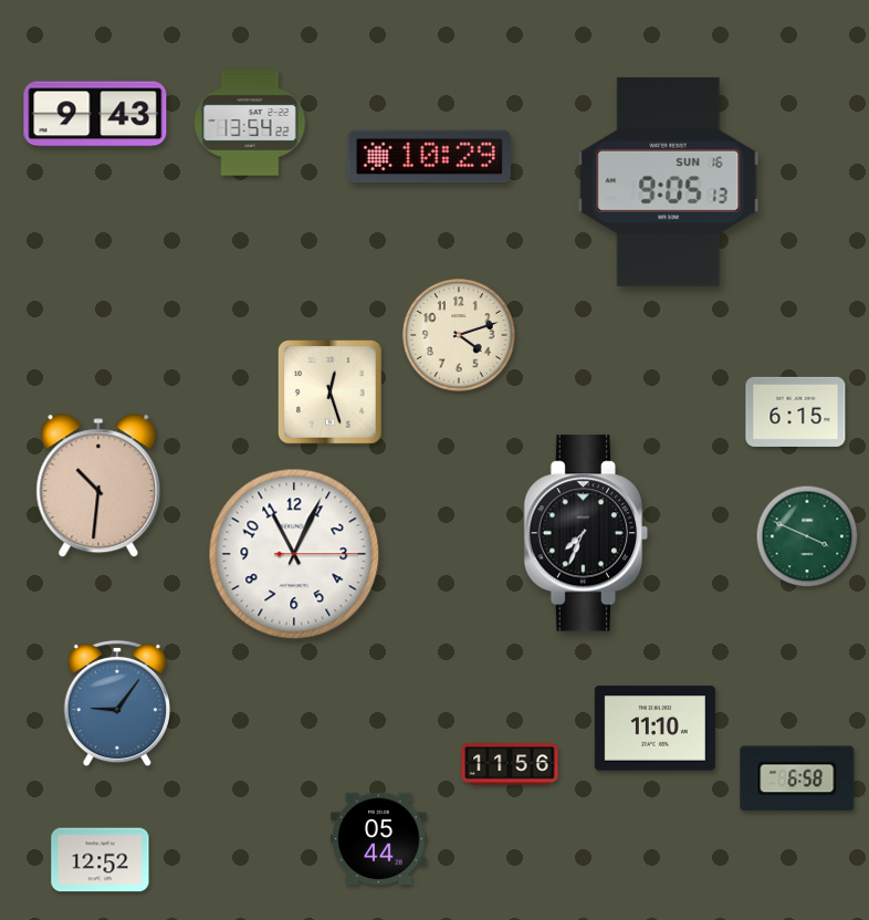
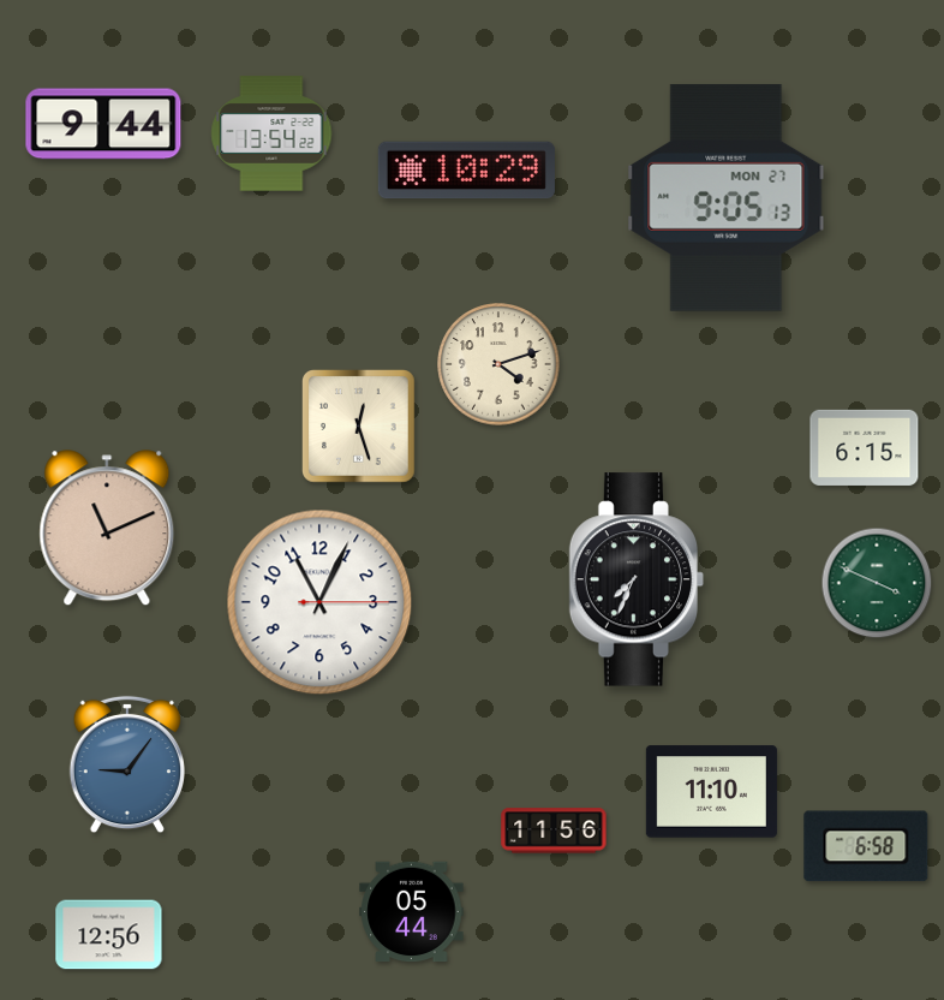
clock at (95, 114): 9:43 -> 9:44
clock at (669, 181) date: SUN 16 -> MON 27
clock at (98, 487): 10:31 -> 11:11
clock at (101, 860): 12:52 -> 12:56
